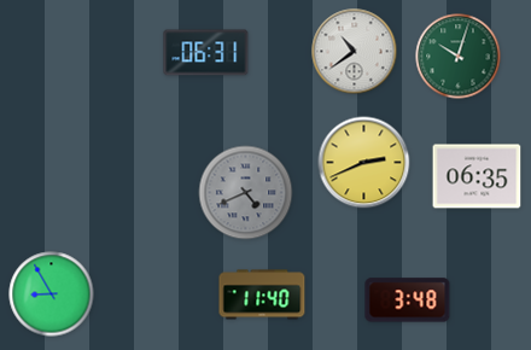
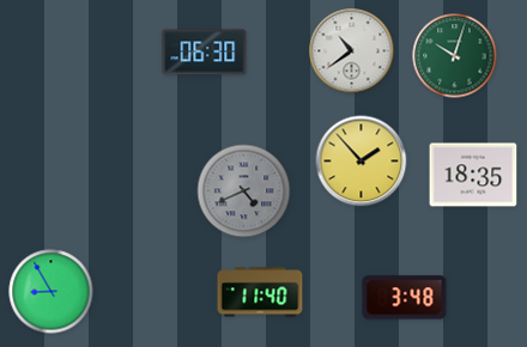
clock at (206, 53): 06:31 -> 06:30
clock at (364, 163): 2:41 -> 1:53
clock at (477, 176): 06:35 -> 18:35
